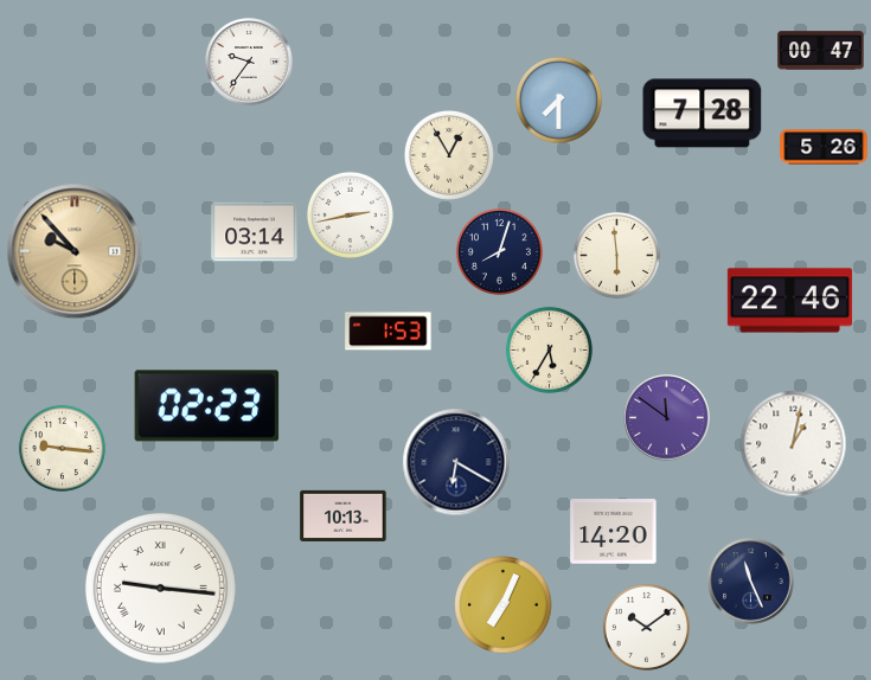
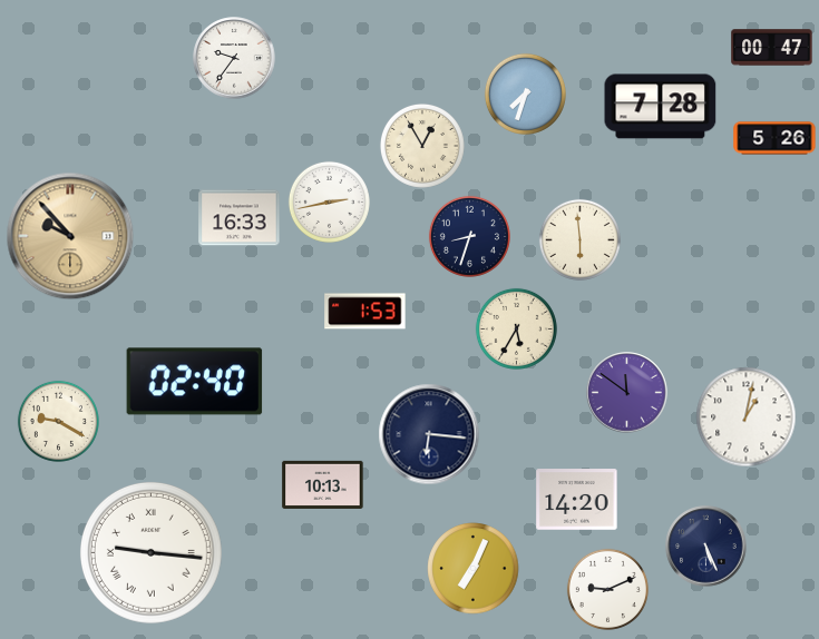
clock at (558, 100): 7:30 -> 7:33
clock at (255, 232): 03:14 -> 16:33
clock at (499, 251): 8:03 -> 8:33
clock at (789, 301): 22:46 -> none
clock at (207, 406): 02:23 -> 02:40
clock at (62, 448): 9:16 -> 9:20
clock at (456, 462): 6:20 -> 6:16
clock at (751, 582): 11:26 -> 5:26
clock at (646, 627): 10:09 -> 9:11
